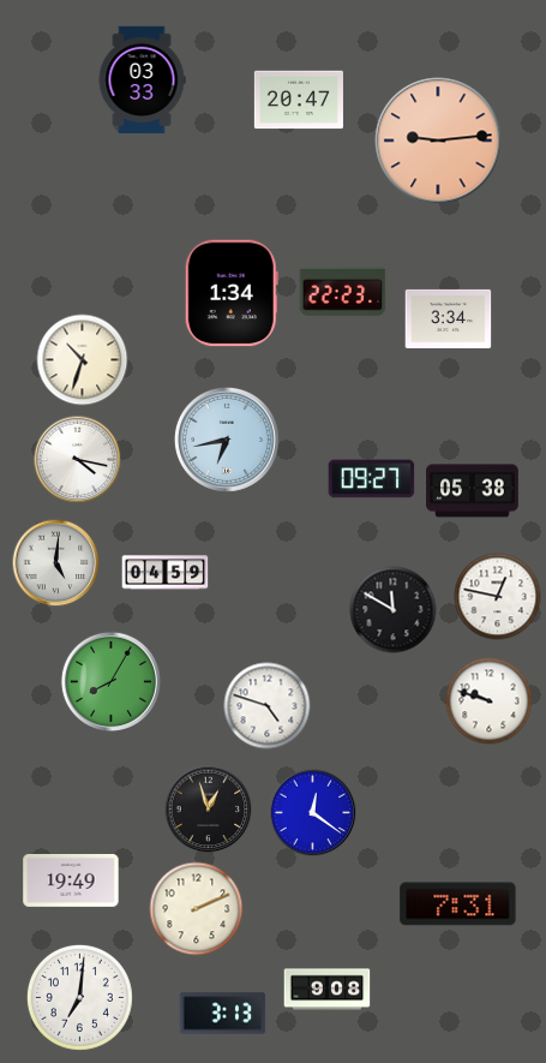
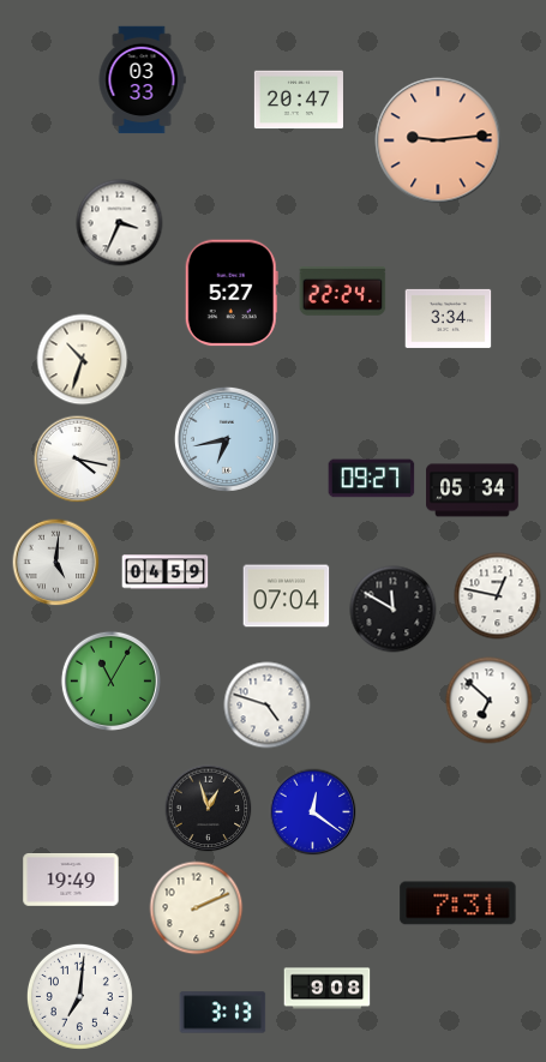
clock at (120, 223): none -> 3:34
clock at (343, 292): 22:23 -> 22:24
clock at (232, 293): 1:34 -> 5:27
clock at (473, 491): 05:38 -> 05:34
clock at (287, 596): none -> 07:04
clock at (110, 681): 8:05 -> 11:05
clock at (490, 701): 9:48 -> 6:52
